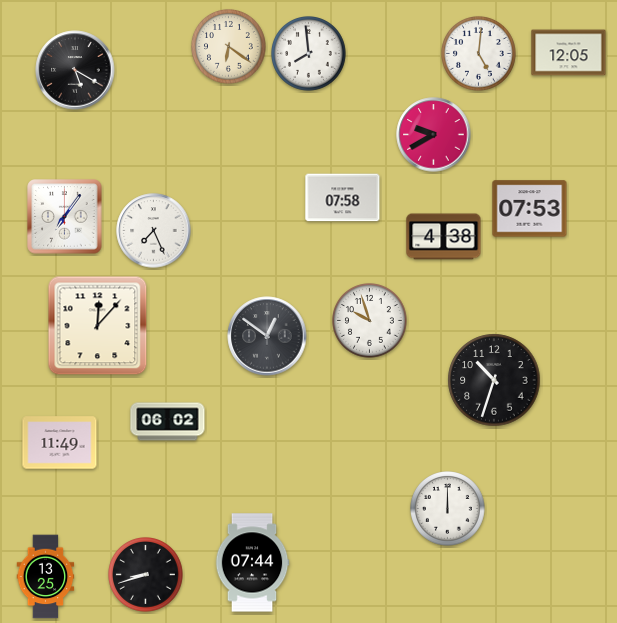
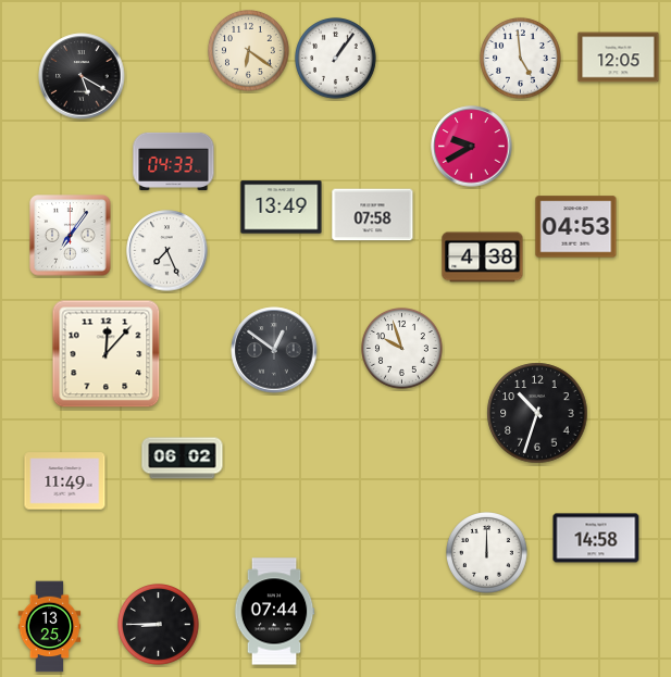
clock at (309, 54): 7:59 -> 1:06
clock at (479, 54): 5:01 -> 4:59
clock at (174, 161): none -> 04:33
clock at (282, 208): none -> 13:49
clock at (530, 209): 07:53 -> 04:53
clock at (267, 336) position: (267, 336) -> (274, 350)
clock at (596, 538): none -> 14:58
clock at (146, 575): 8:42 -> 8:45
